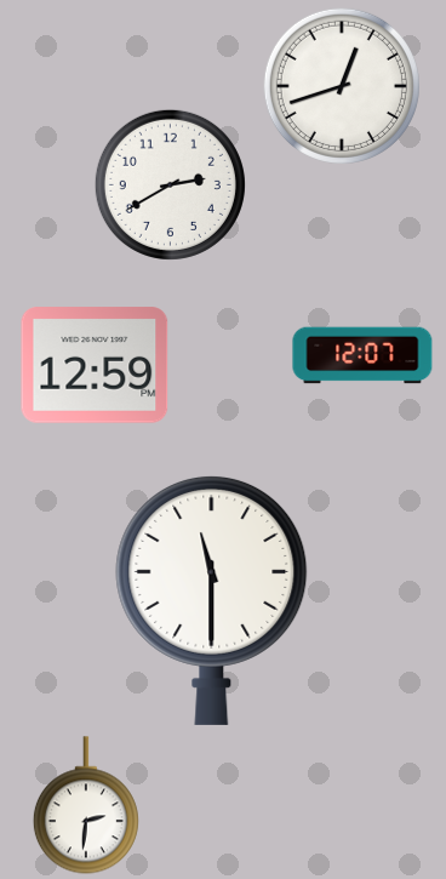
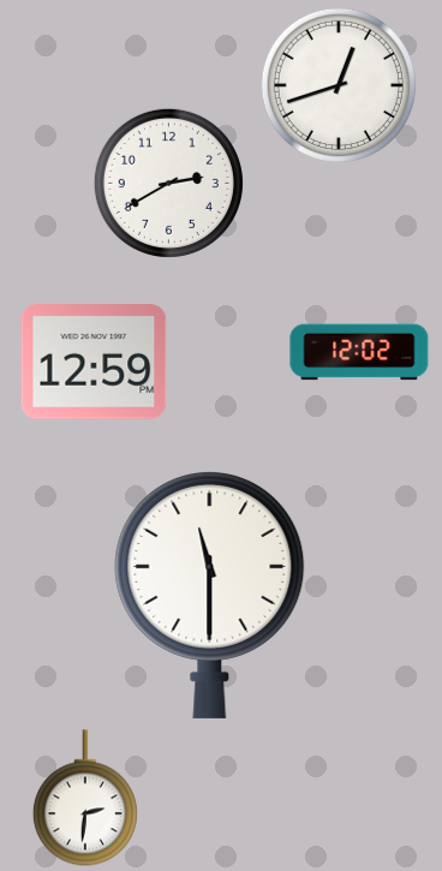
clock at (362, 355): 12:07 -> 12:02
